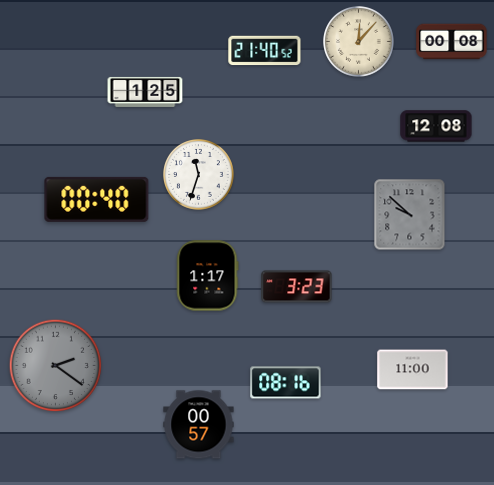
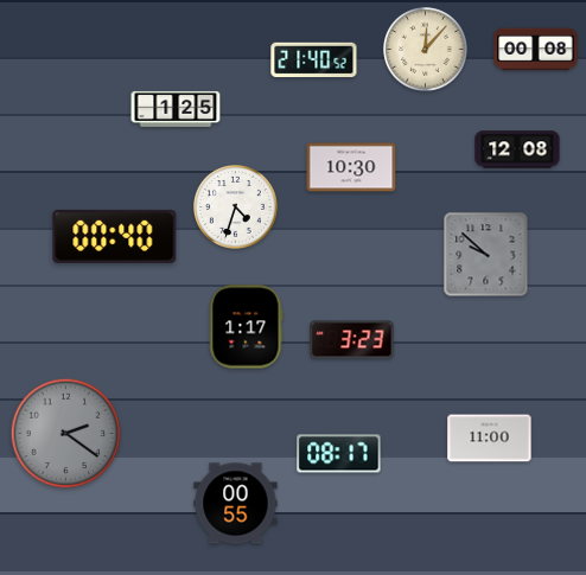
clock at (145, 92) position: (145, 92) -> (176, 109)
clock at (351, 167): none -> 10:30
clock at (199, 175): 11:33 -> 4:33
clock at (286, 383): 08:16 -> 08:17
clock at (199, 425): 00:57 -> 00:55
